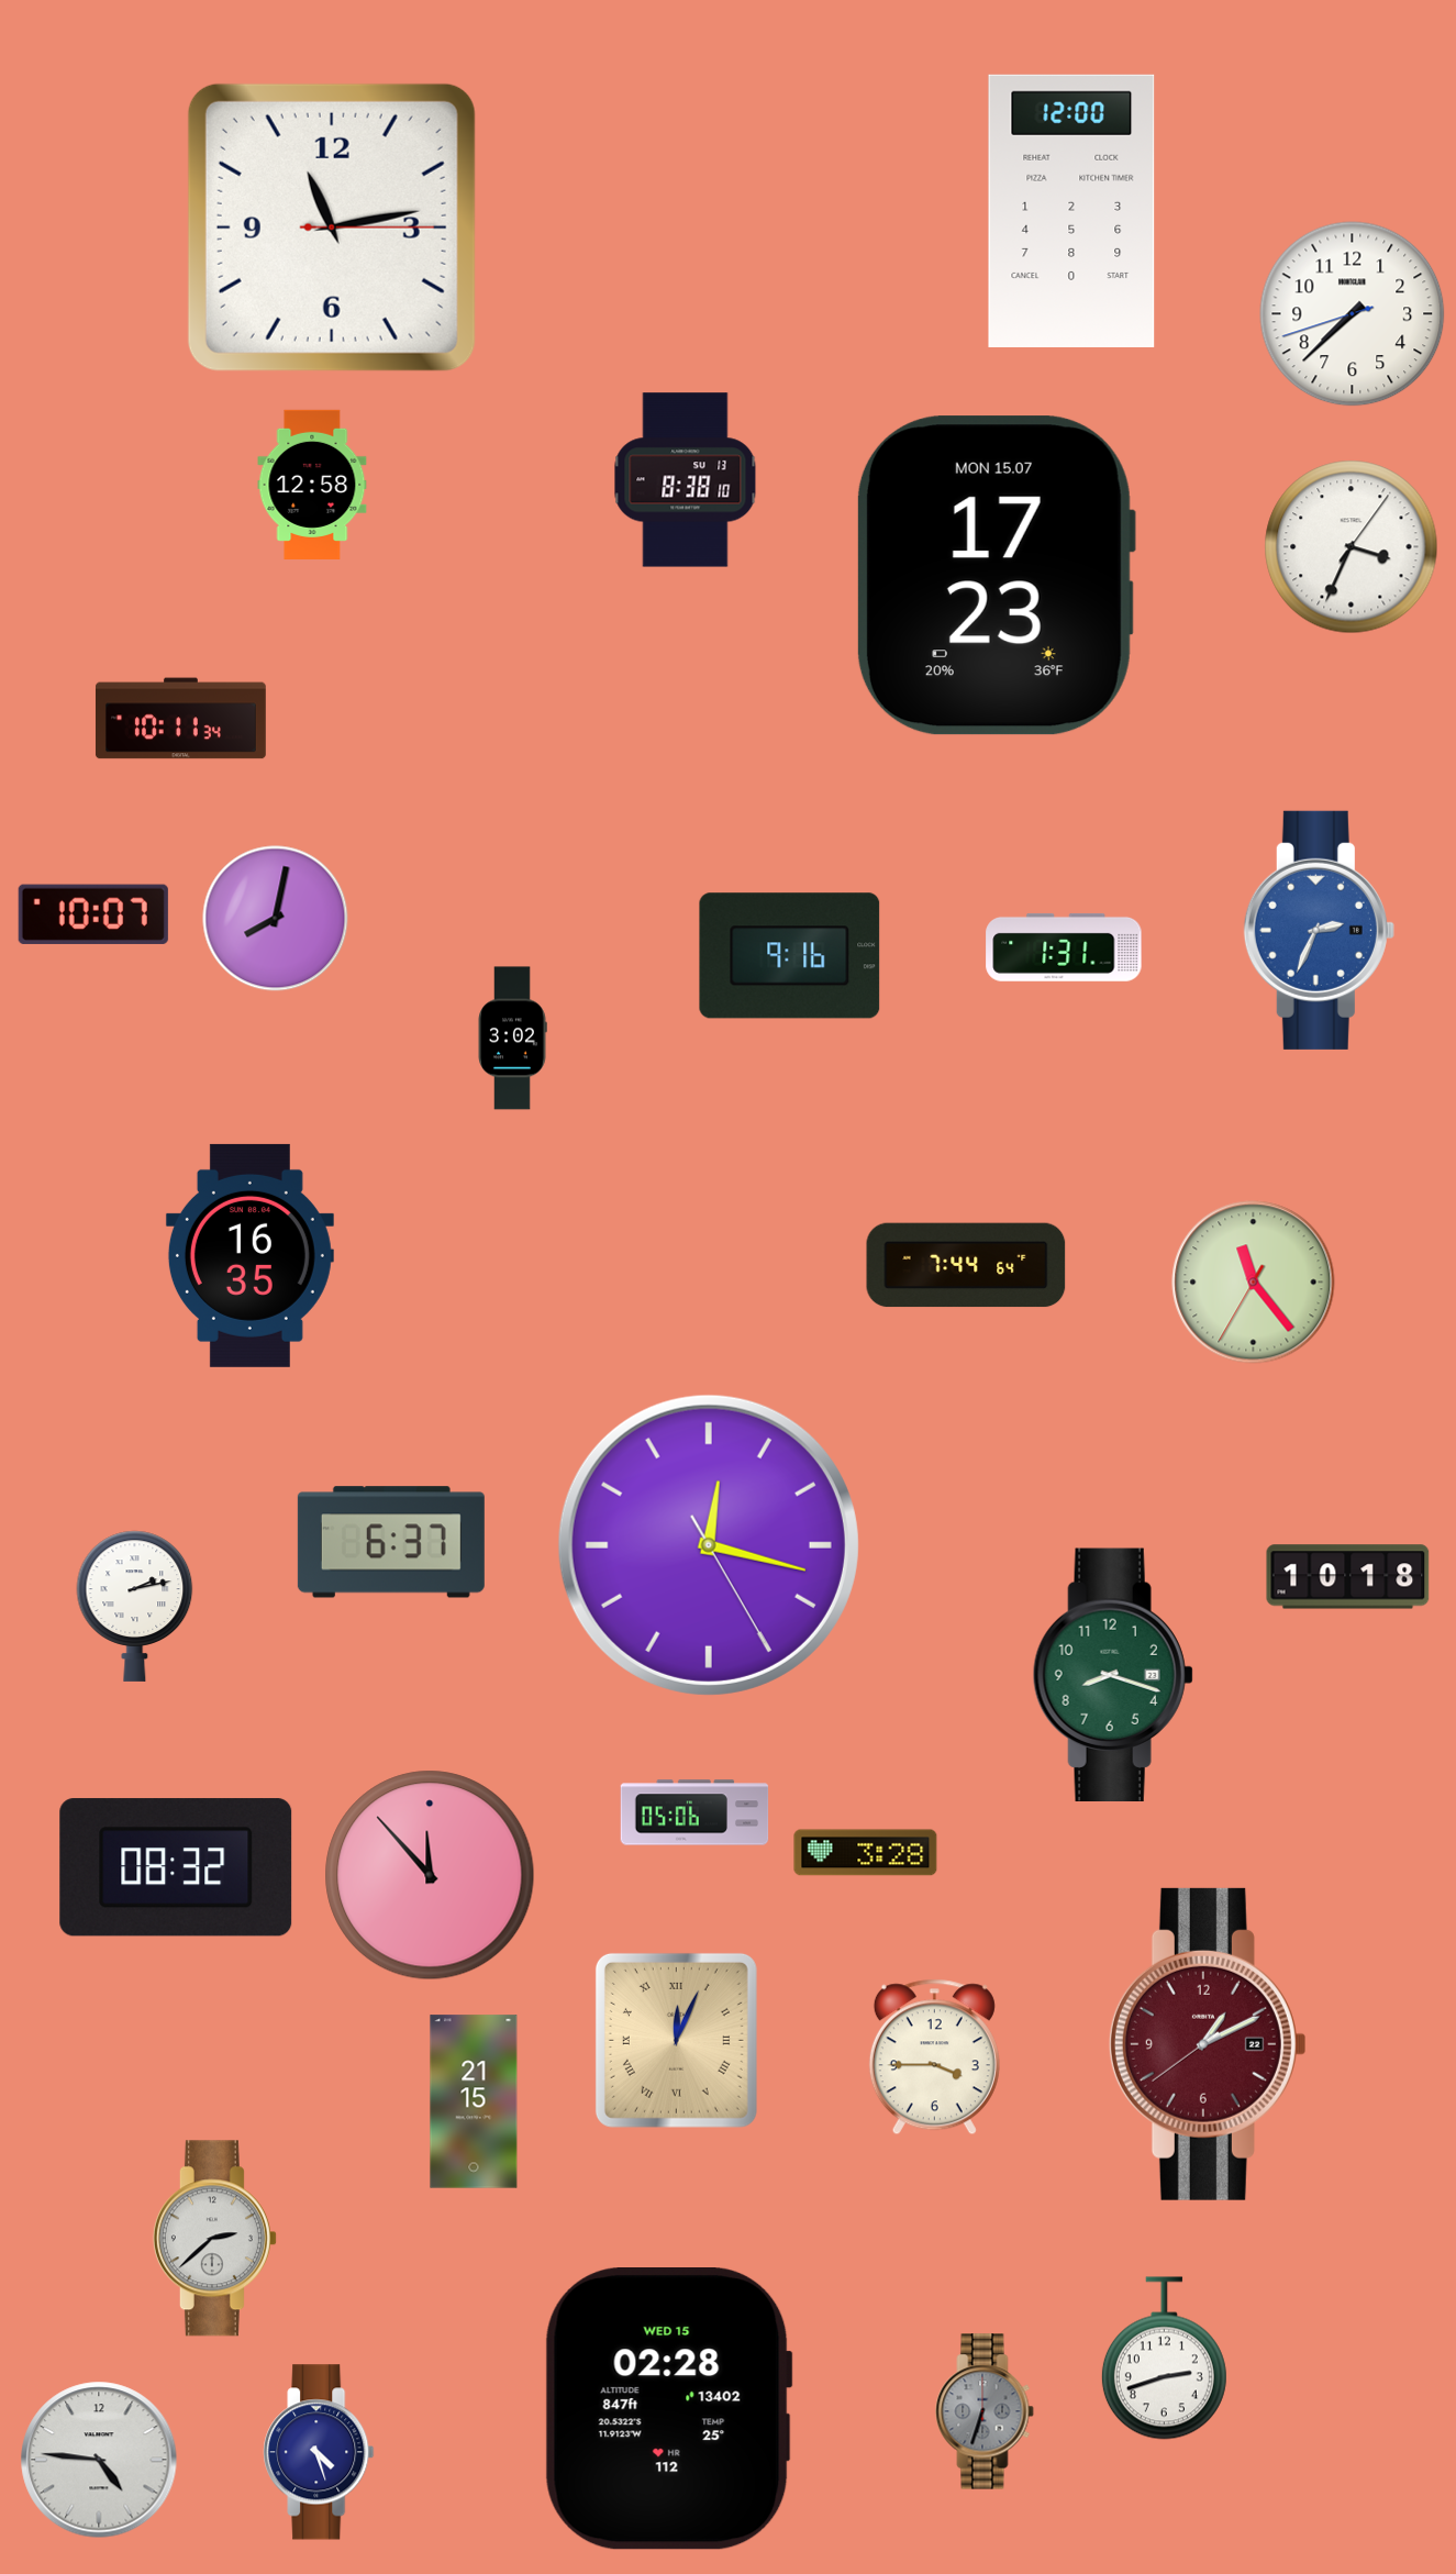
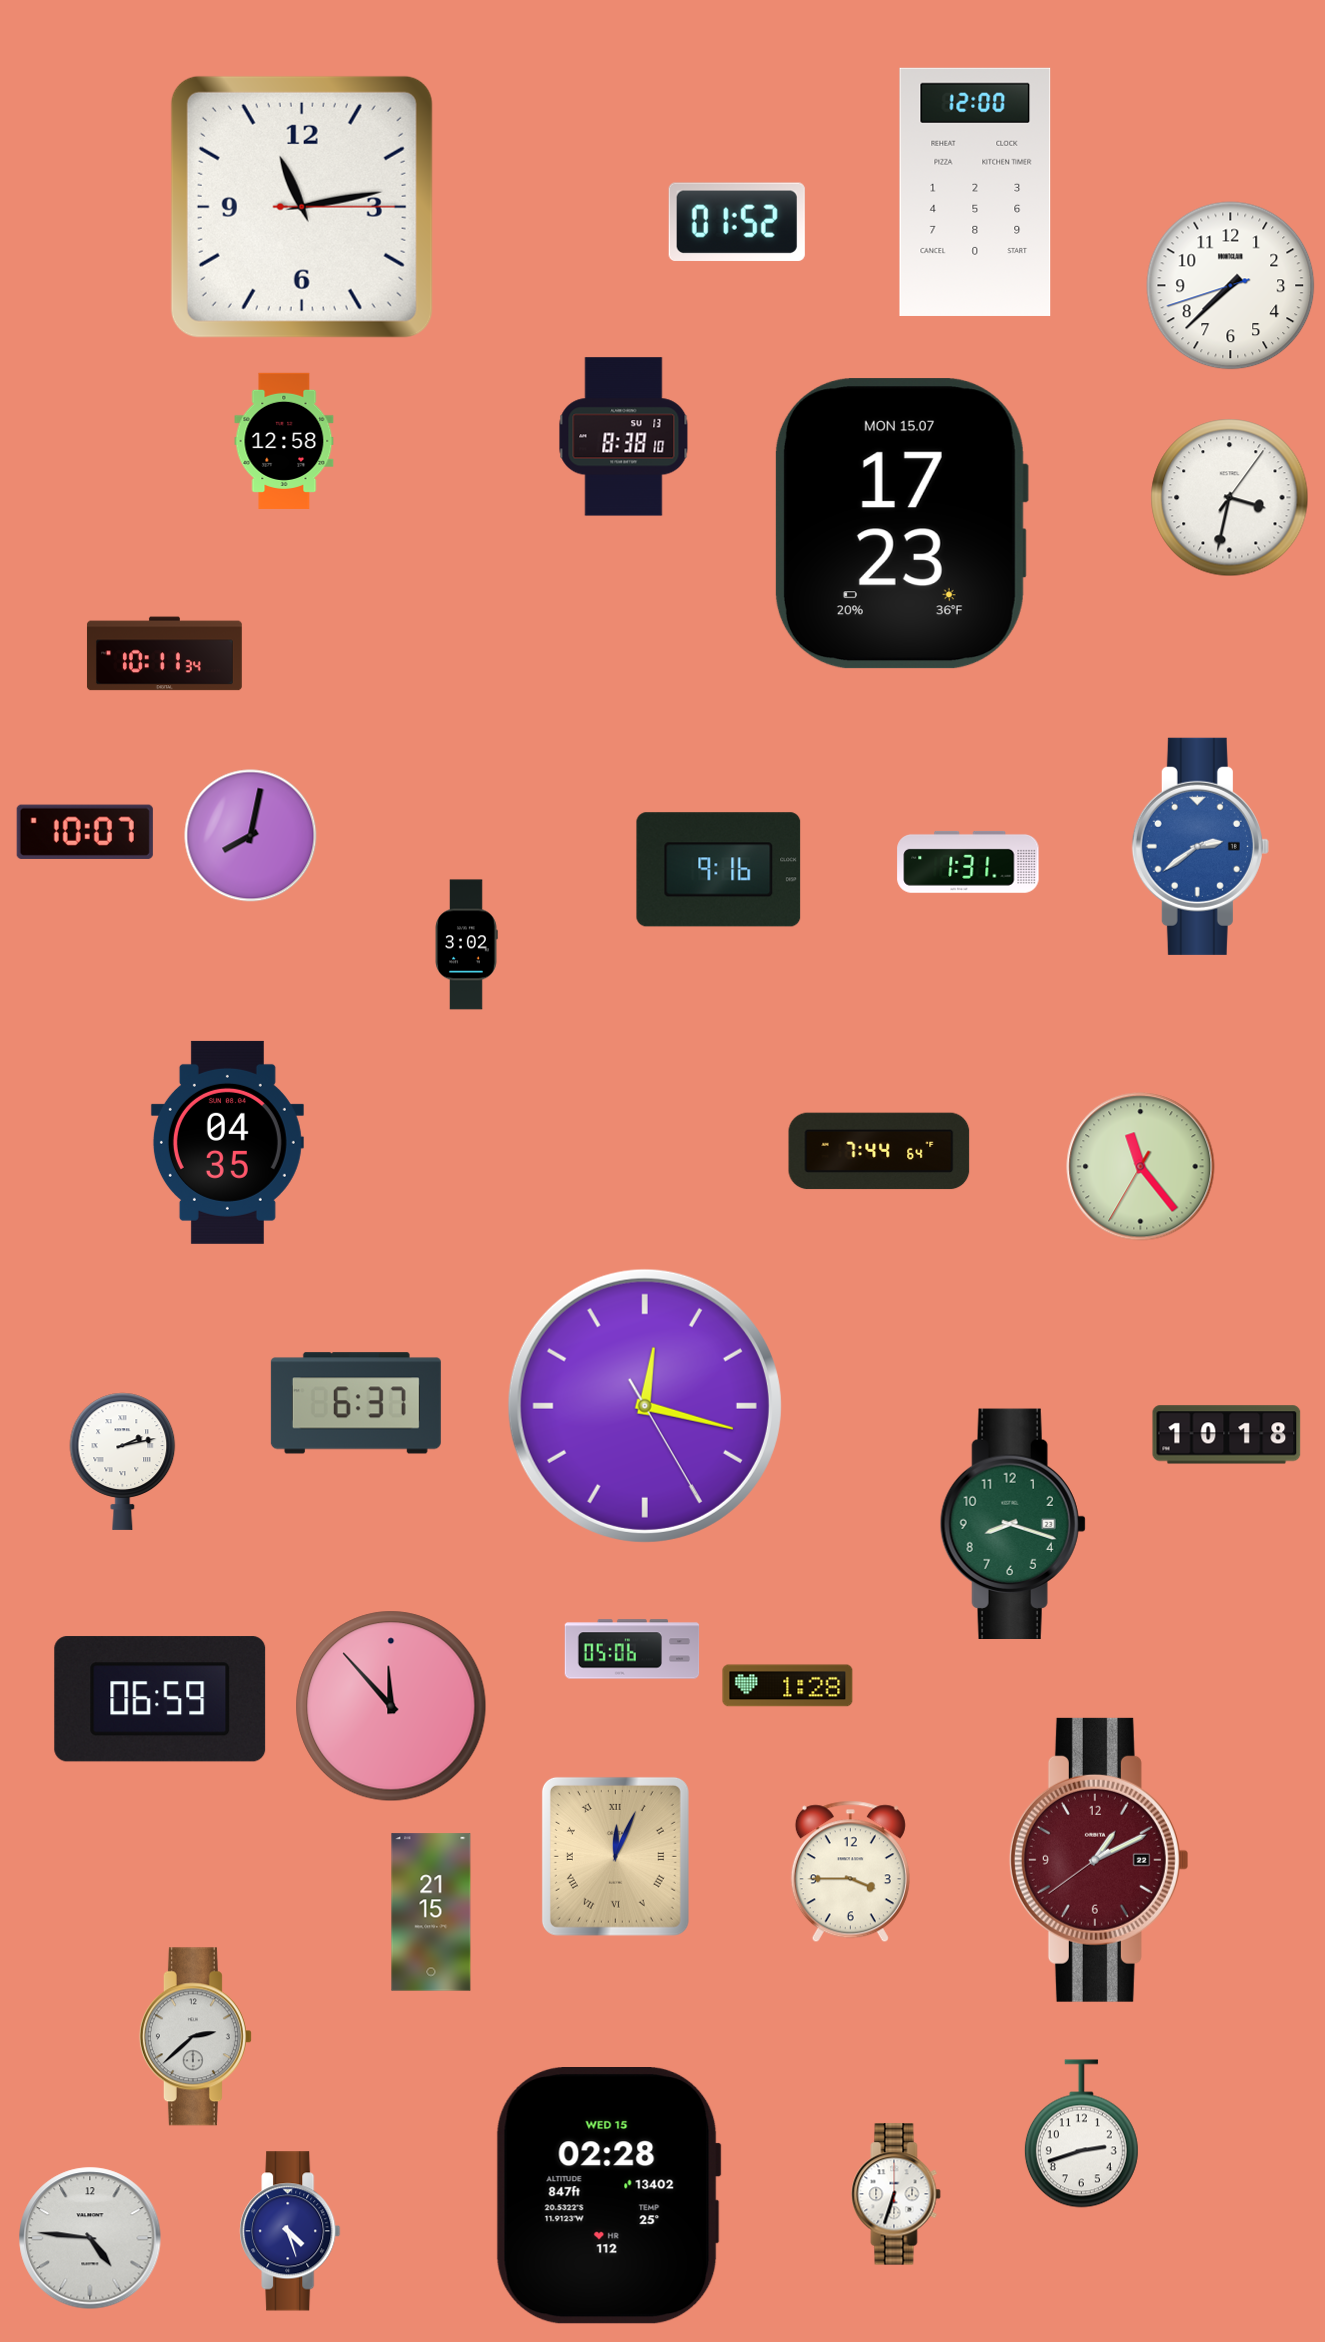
clock at (737, 222): none -> 01:52
clock at (1352, 547): 3:34 -> 3:32
clock at (996, 576) position: (996, 576) -> (901, 524)
clock at (1319, 930): 2:34 -> 2:39
clock at (249, 1255): 16:35 -> 04:35
clock at (866, 1853): 3:28 -> 1:28
clock at (176, 1867): 08:32 -> 06:59
clock at (1164, 2359) position: (1164, 2359) -> (1081, 2134)
clock at (668, 2409) position: (668, 2409) -> (608, 2196)
clock at (985, 2411) dial: grey -> white
